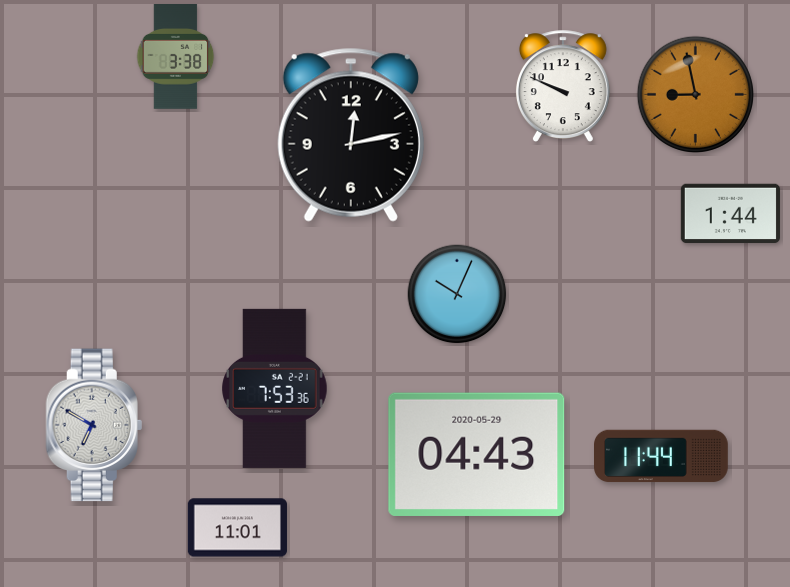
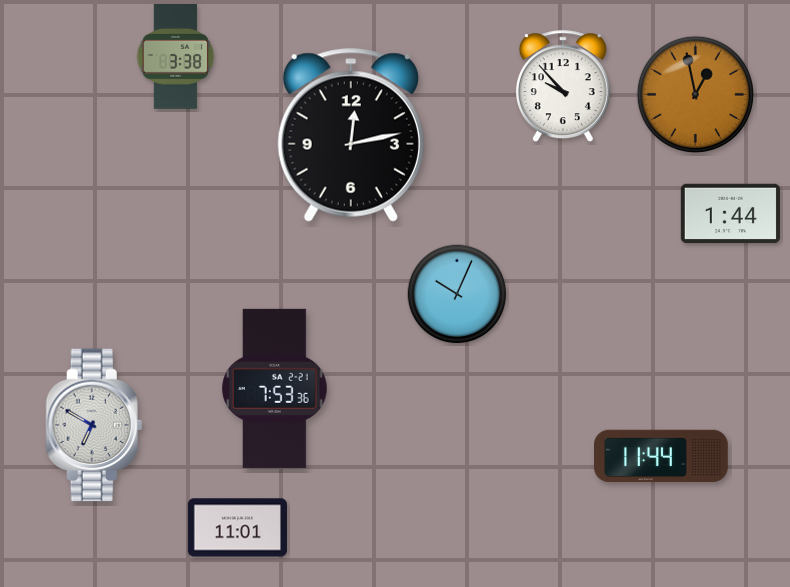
clock at (563, 86): 9:49 -> 9:53
clock at (695, 94): 8:58 -> 12:58
clock at (477, 454): 04:43 -> none
